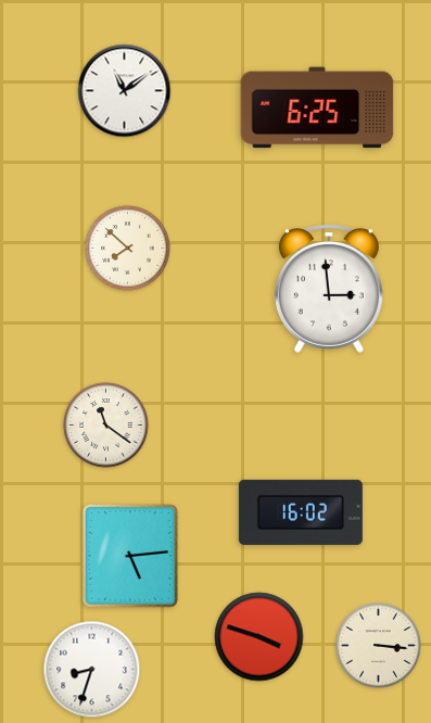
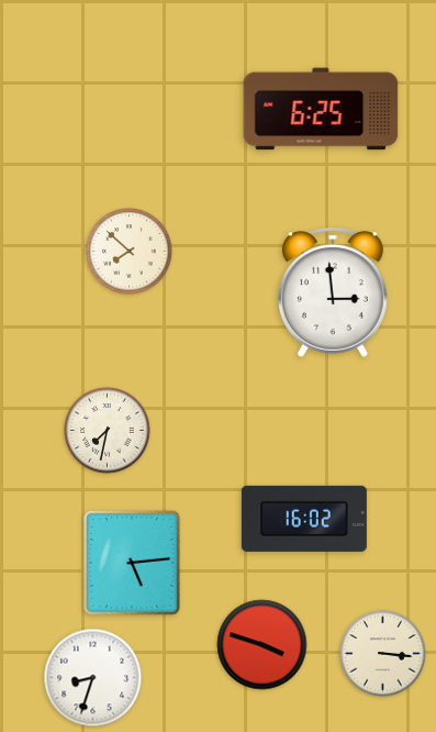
clock at (125, 91): 11:09 -> none
clock at (106, 426): 11:21 -> 7:32
